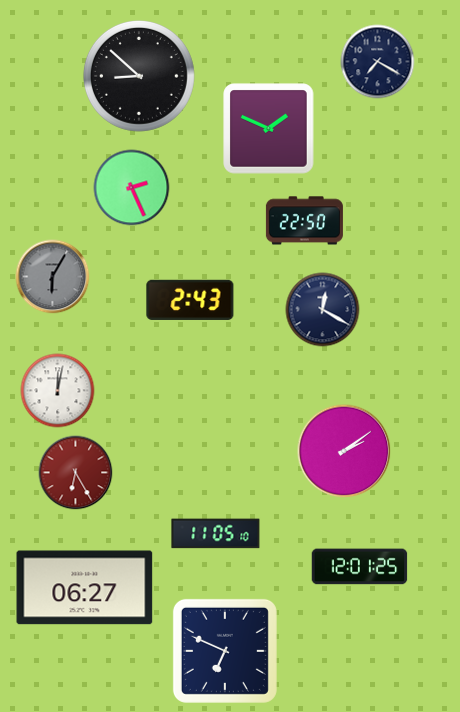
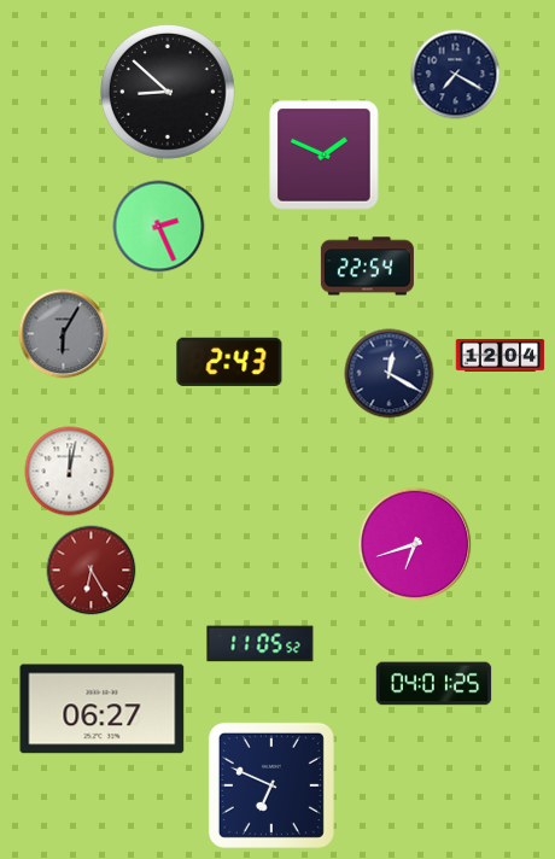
clock at (304, 221): 22:50 -> 22:54
clock at (501, 356): none -> 12:04
clock at (344, 451): 2:09 -> 6:42
clock at (216, 534): 11:05:10 -> 11:05:52
clock at (360, 567): 12:01 -> 04:01
